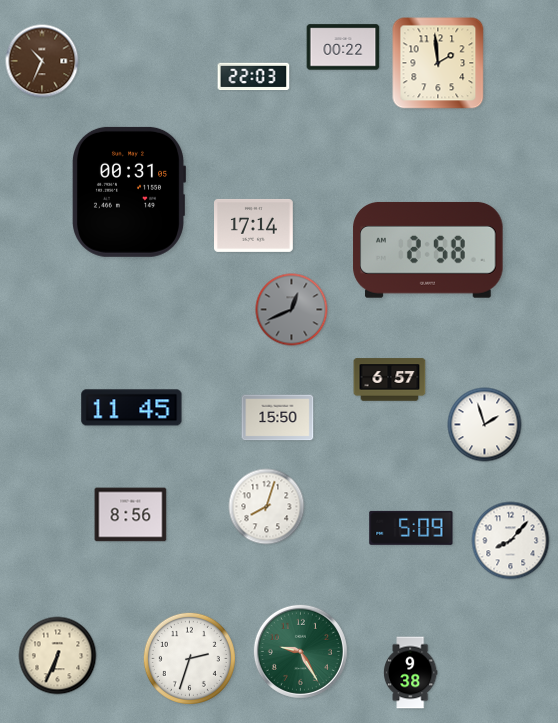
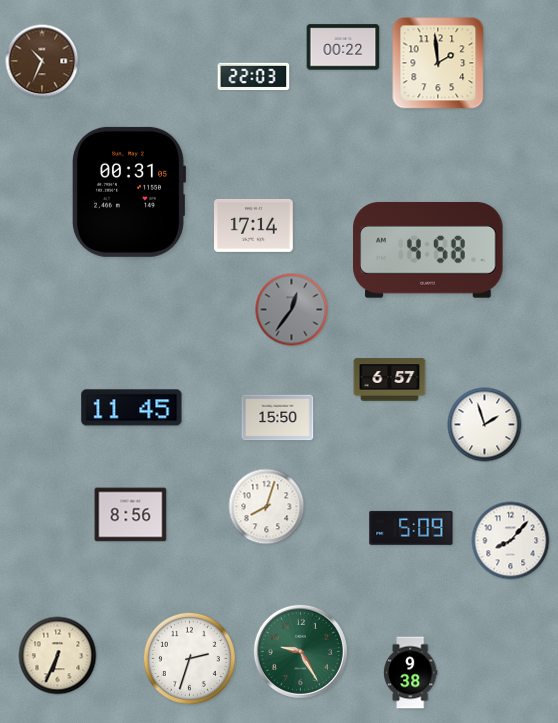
clock at (428, 250): 2:58 -> 4:58
clock at (292, 310): 12:41 -> 12:36
